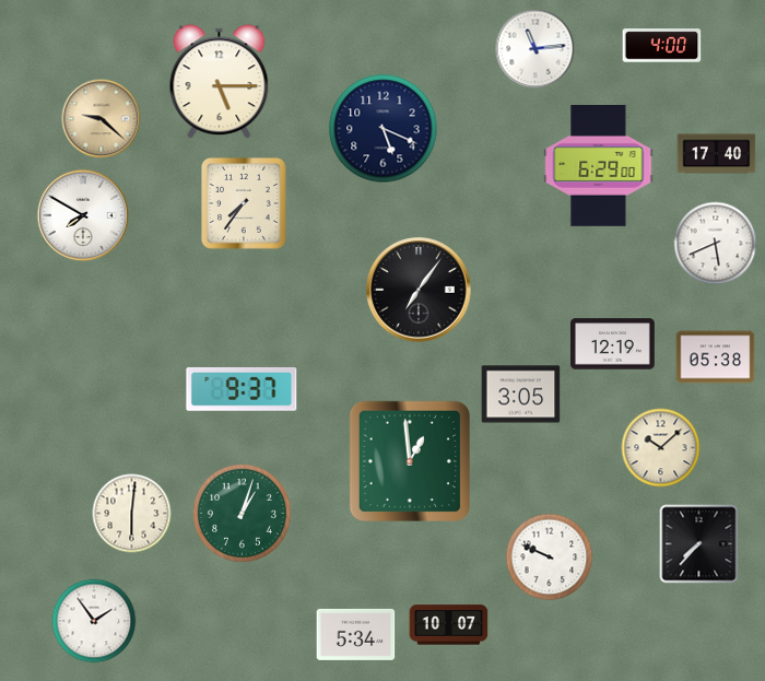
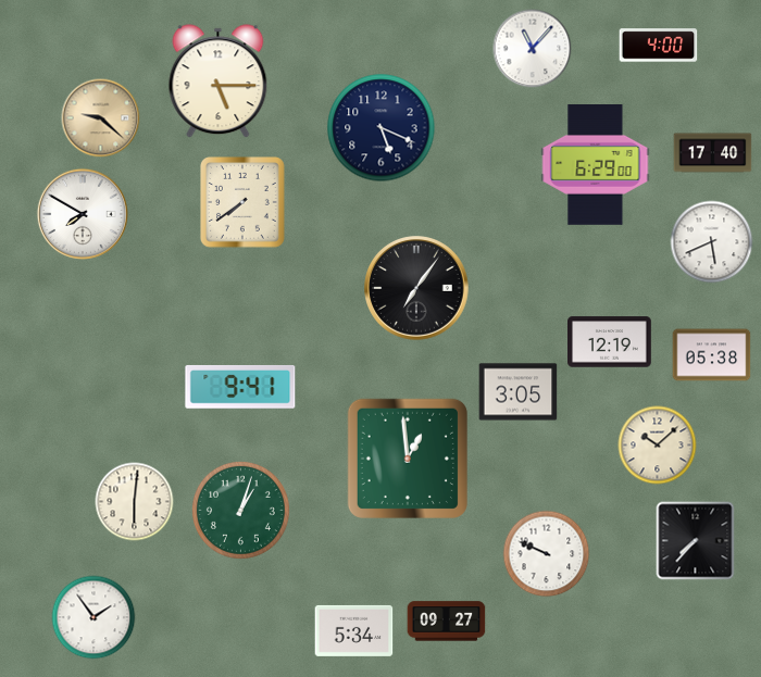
clock at (535, 49): 11:14 -> 11:07
clock at (245, 204): 7:36 -> 7:39
clock at (242, 389): 9:37 -> 9:41
clock at (132, 514) position: (132, 514) -> (135, 502)
clock at (449, 625): 10:07 -> 09:27
